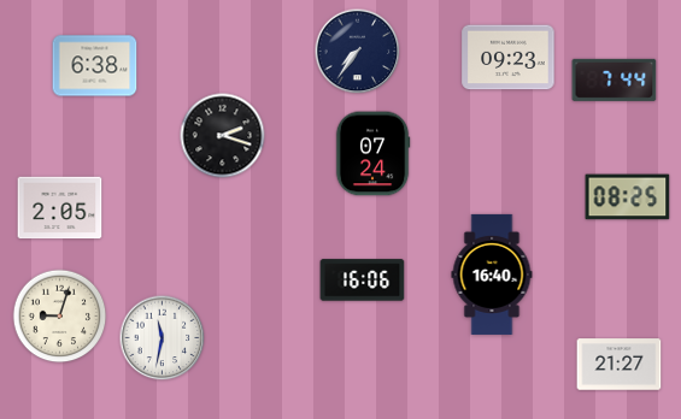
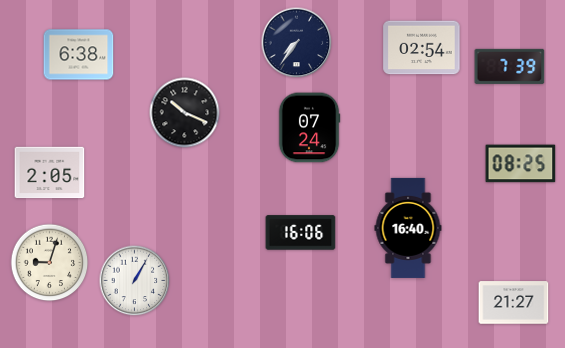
clock at (509, 58): 09:23 -> 02:54
clock at (615, 79): 7:44 -> 7:39
clock at (223, 136): 2:18 -> 10:19
clock at (163, 338): 11:32 -> 1:05
